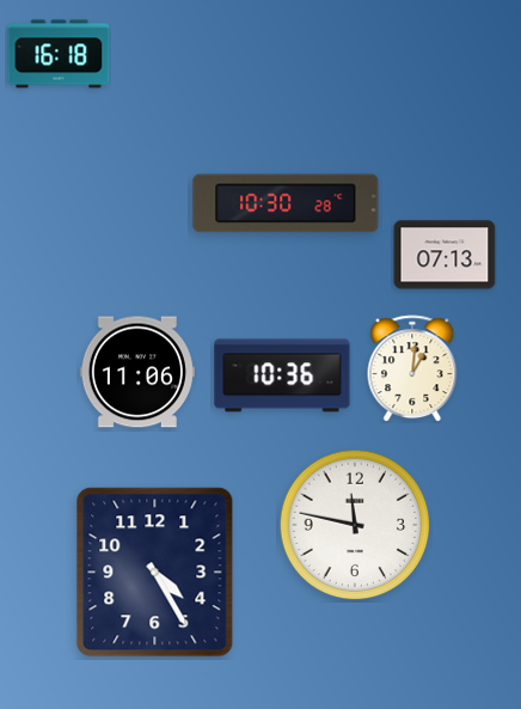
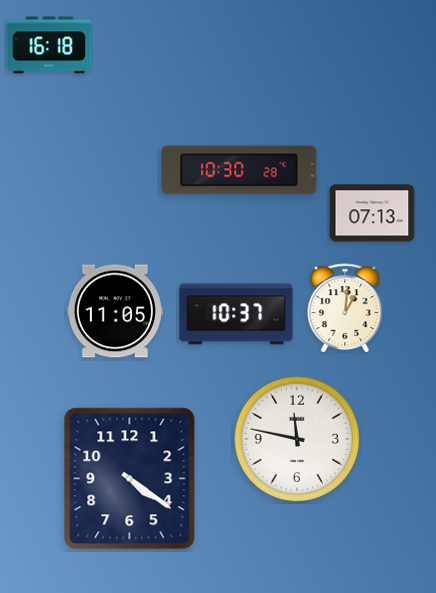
clock at (137, 372): 11:06 -> 11:05
clock at (282, 375): 10:36 -> 10:37
clock at (155, 573): 4:25 -> 4:21
